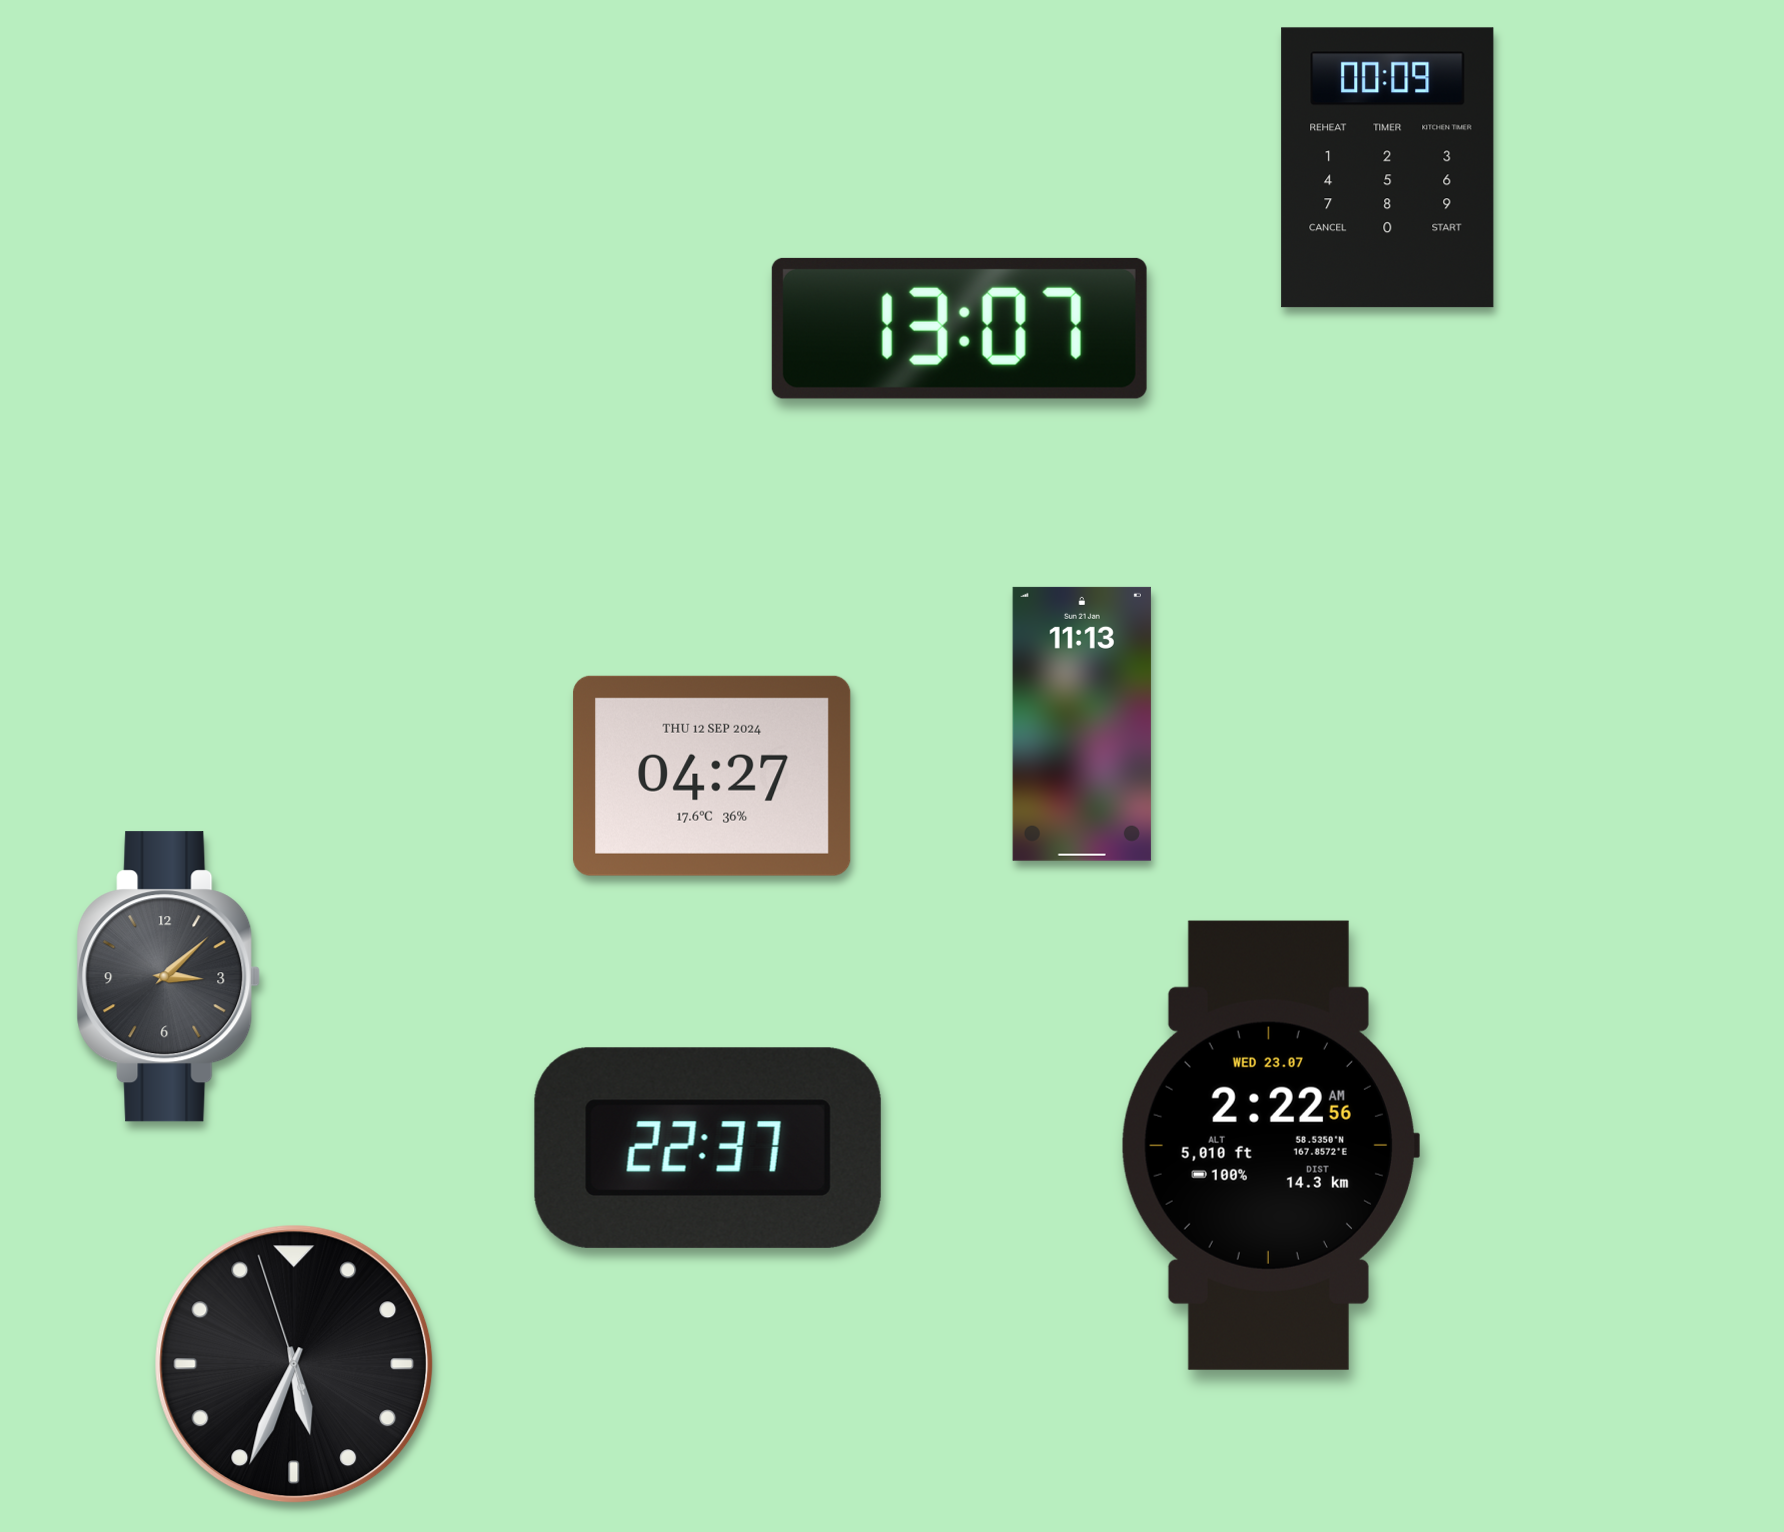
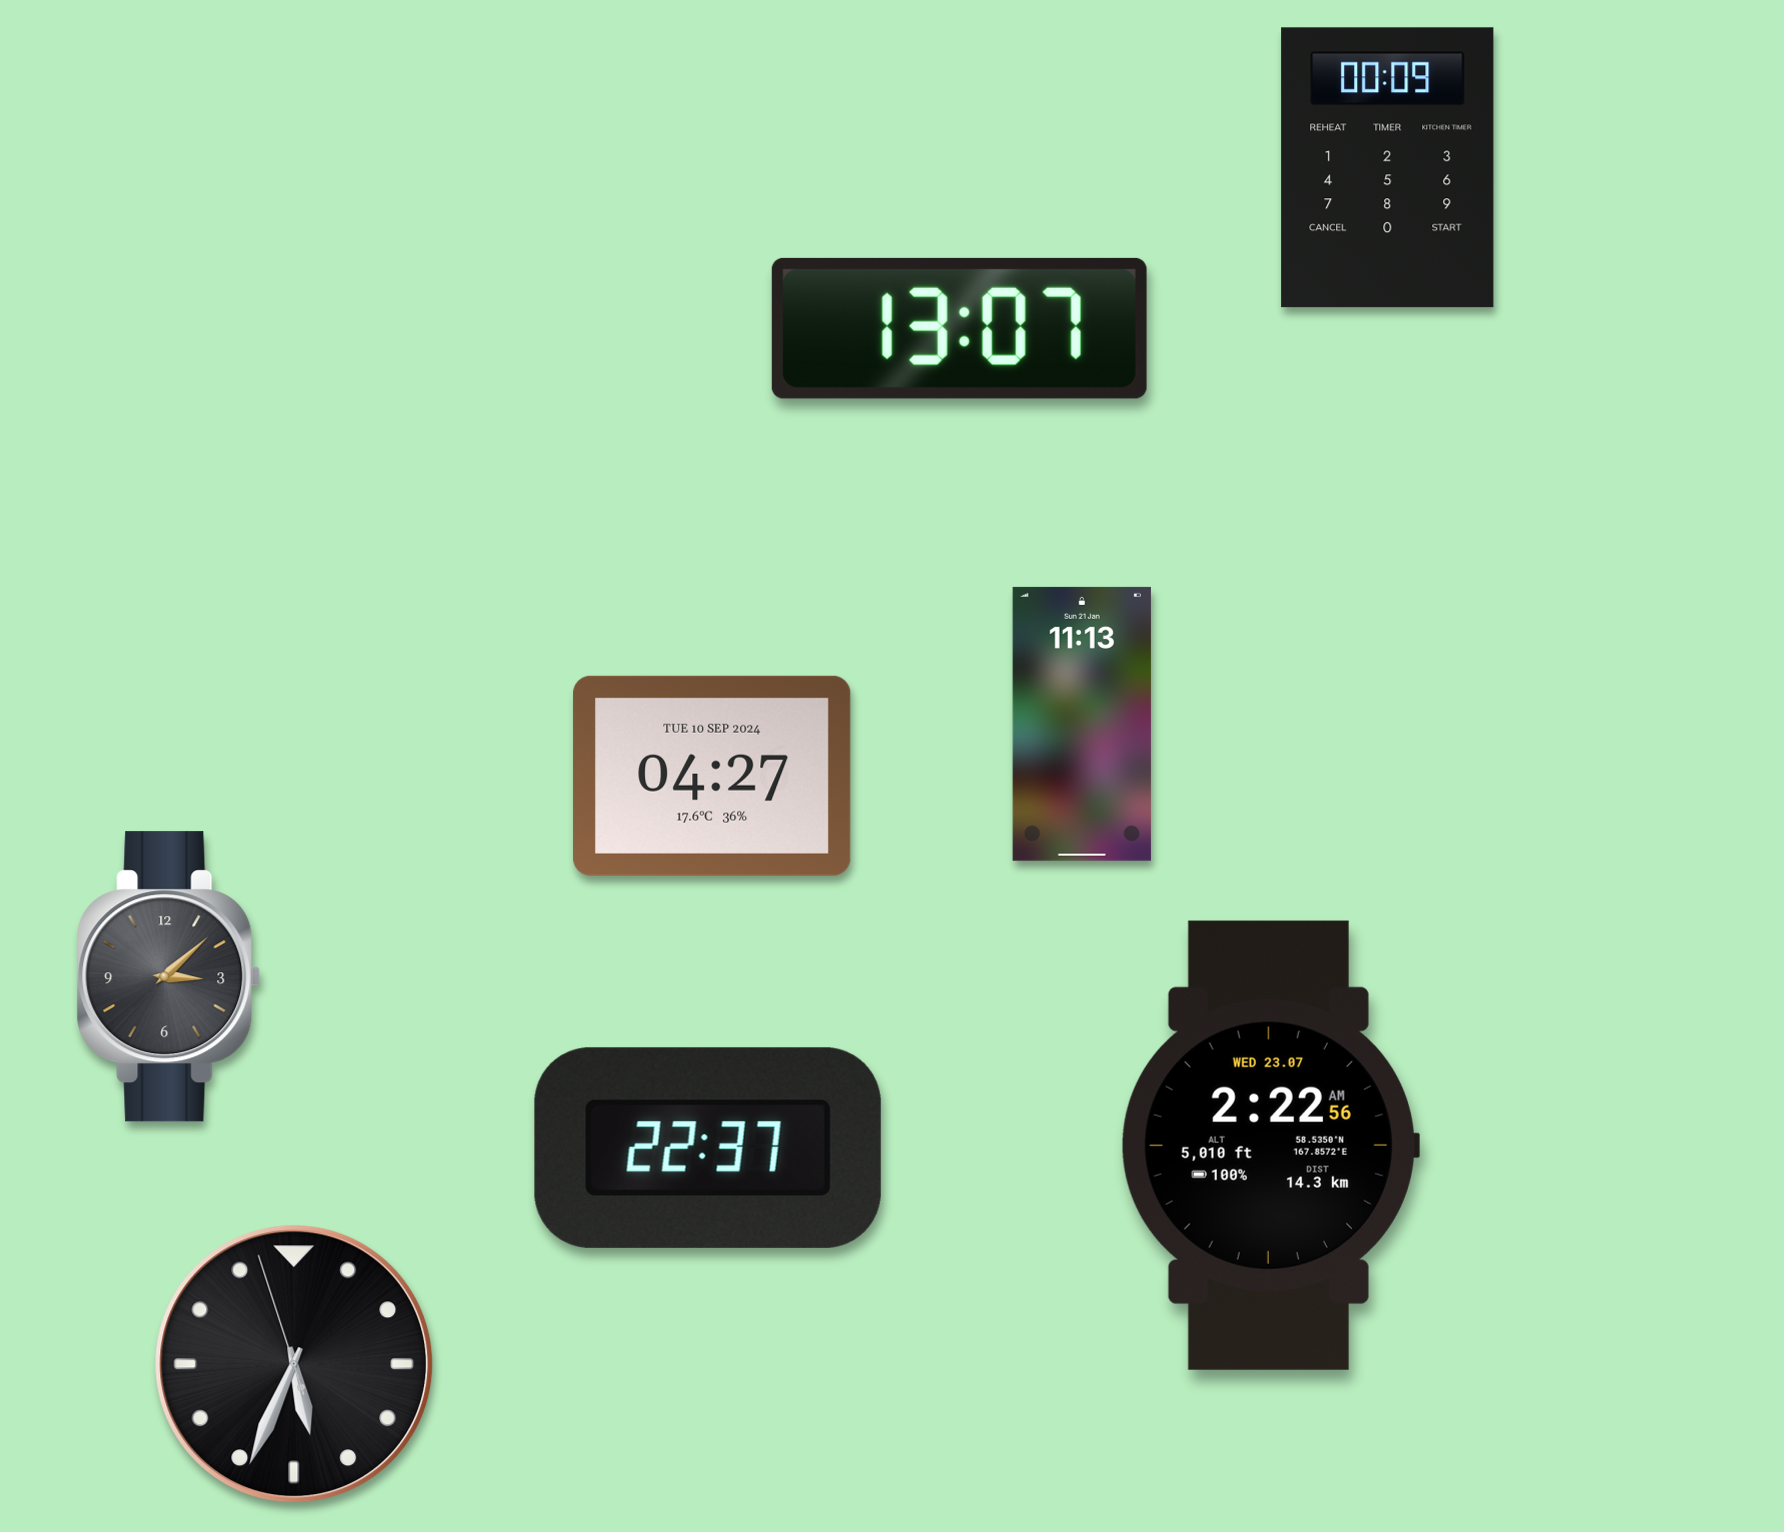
clock at (712, 776) date: THU 12 SEP 2024 -> TUE 10 SEP 2024
